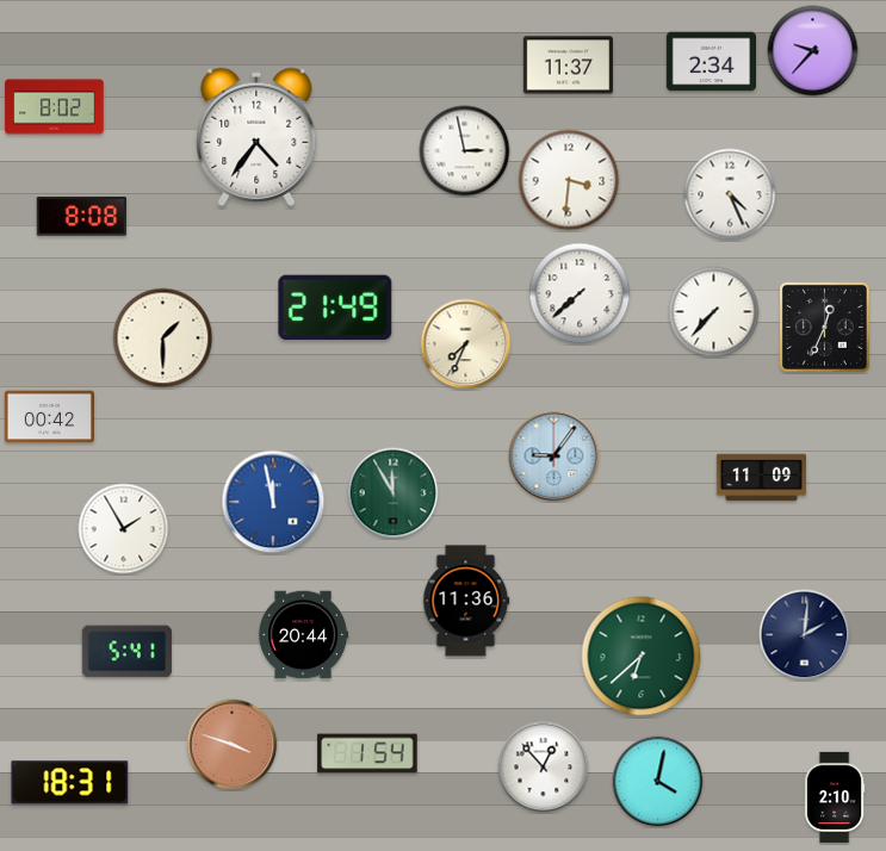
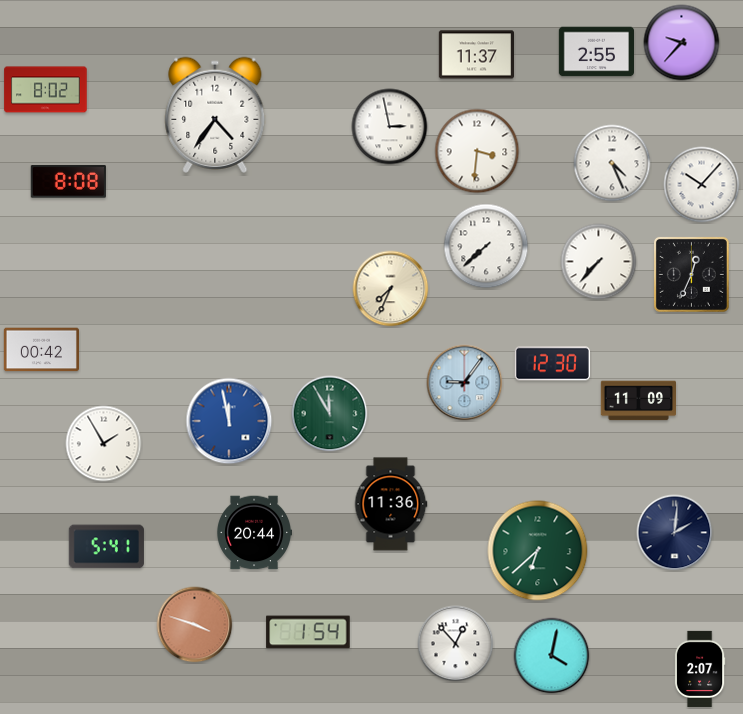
clock at (711, 62): 2:34 -> 2:55
clock at (702, 185): none -> 10:07
clock at (335, 308): 21:49 -> none
clock at (163, 338): 1:30 -> none
clock at (552, 364): none -> 12:30
clock at (70, 783): 18:31 -> none
clock at (835, 797): 2:10 -> 2:07
